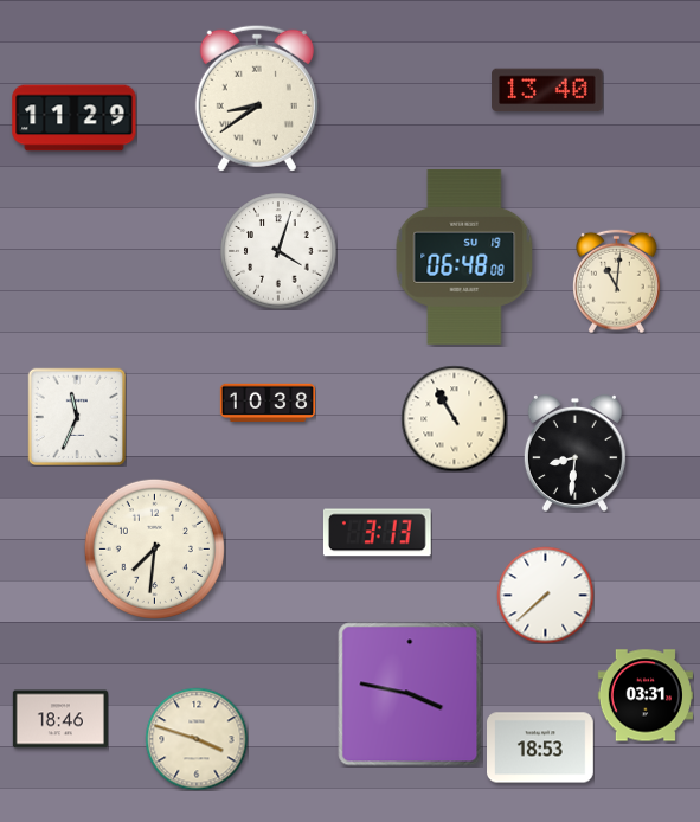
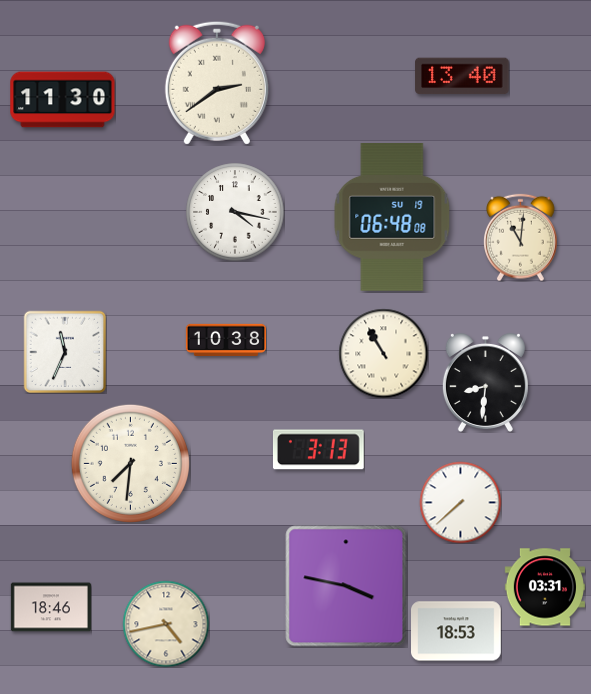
clock at (257, 98): 8:39 -> 2:39
clock at (75, 118): 11:29 -> 11:30
clock at (278, 251): 4:03 -> 4:17
clock at (197, 739): 3:48 -> 4:43
